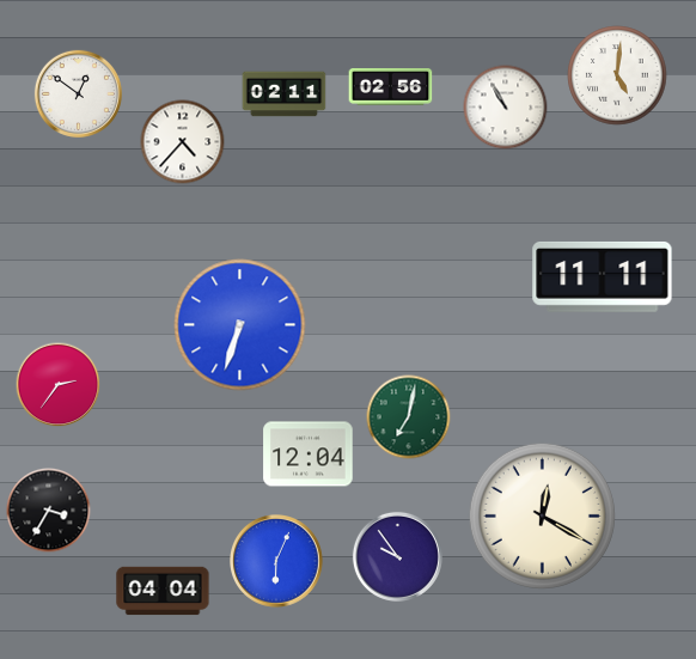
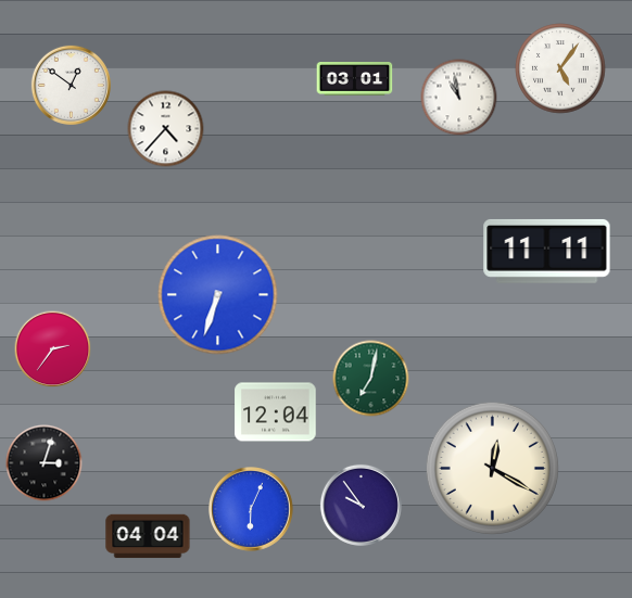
clock at (617, 75): 5:01 -> 5:06
clock at (391, 87): 02:56 -> 03:01
clock at (285, 94): 02:11 -> none
clock at (506, 108): 10:55 -> 10:58
clock at (309, 454) position: (309, 454) -> (276, 412)
clock at (49, 511): 3:35 -> 3:03
